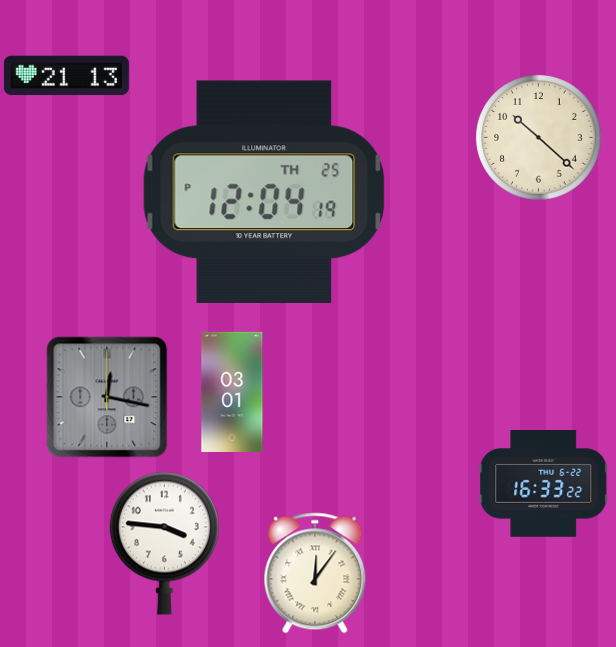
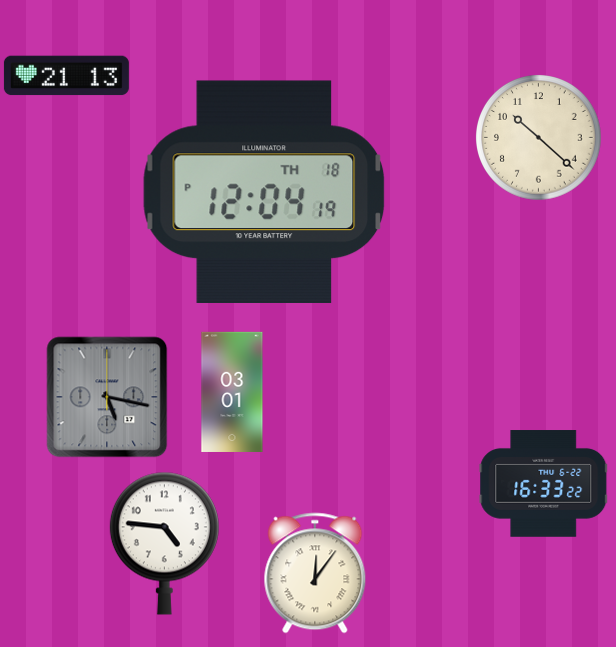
clock at (264, 191) date: TH 25 -> TH 18
clock at (107, 397): 12:17 -> 5:17
clock at (164, 543): 3:46 -> 4:46
